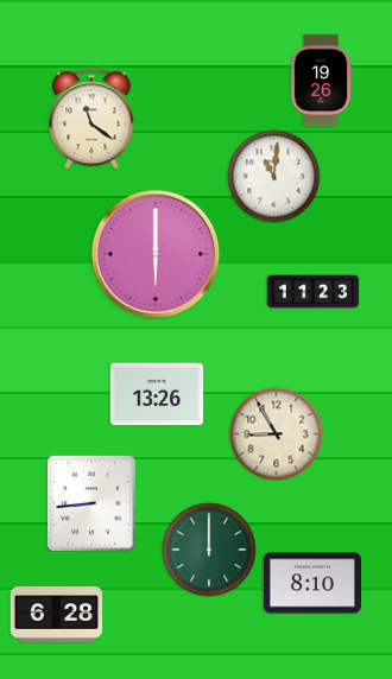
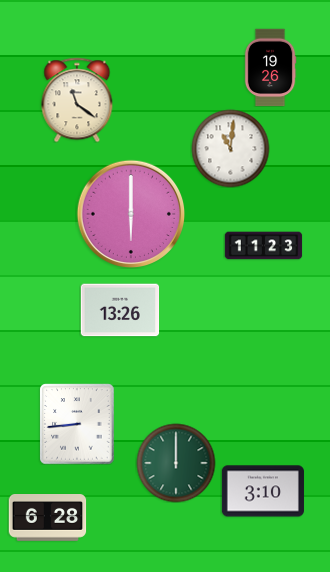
clock at (157, 394) position: (157, 394) -> (120, 310)
clock at (276, 433): 8:55 -> none
clock at (312, 583): 8:10 -> 3:10
